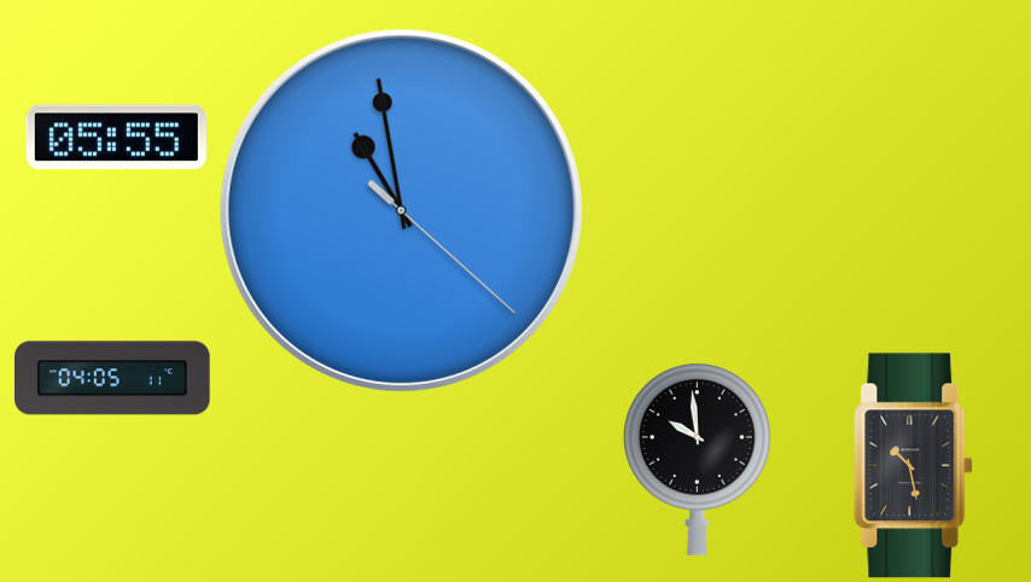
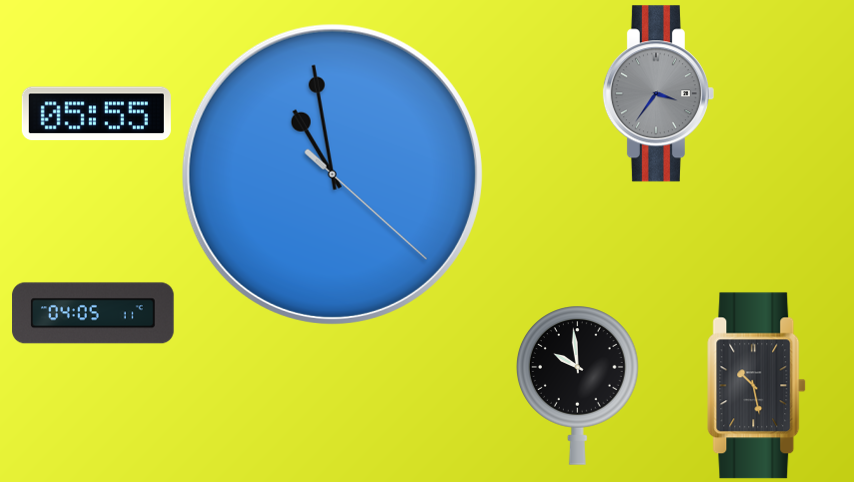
clock at (658, 94): none -> 3:36
clock at (698, 459) position: (698, 459) -> (578, 385)
